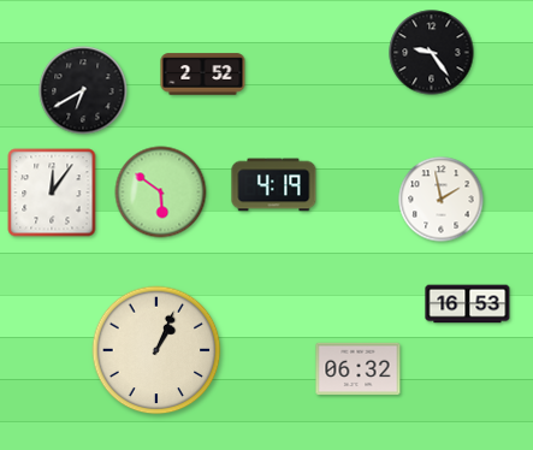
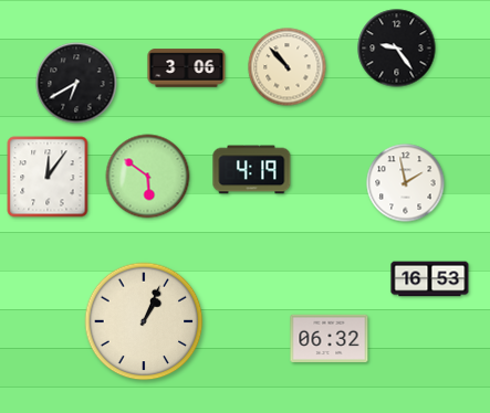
clock at (288, 67): none -> 10:53
clock at (203, 75): 2:52 -> 3:06
